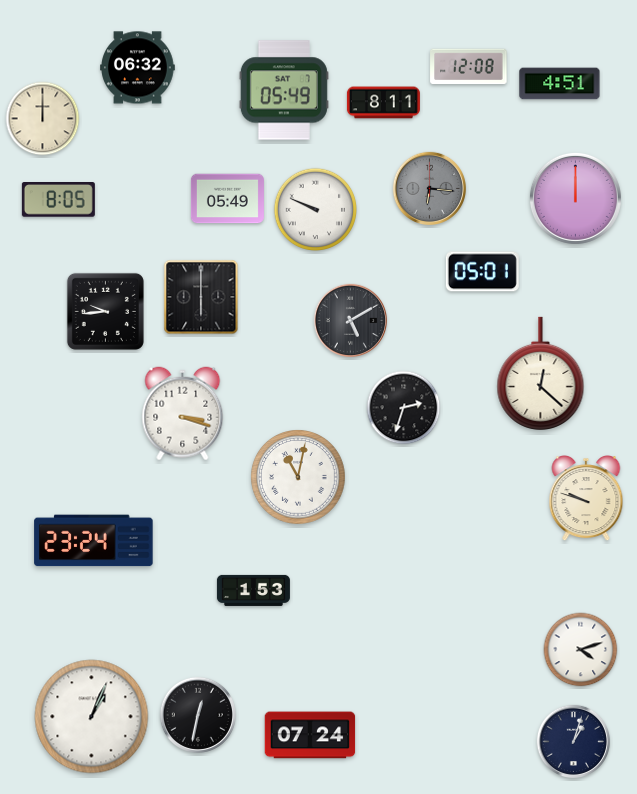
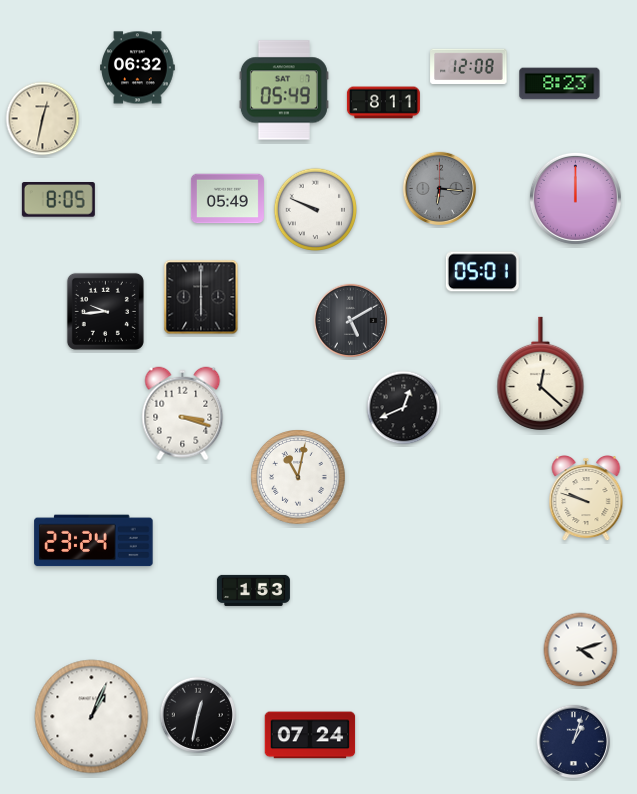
clock at (560, 84): 4:51 -> 8:23
clock at (43, 119): 12:00 -> 12:32
clock at (429, 188) position: (429, 188) -> (439, 188)
clock at (404, 408): 2:33 -> 12:41
